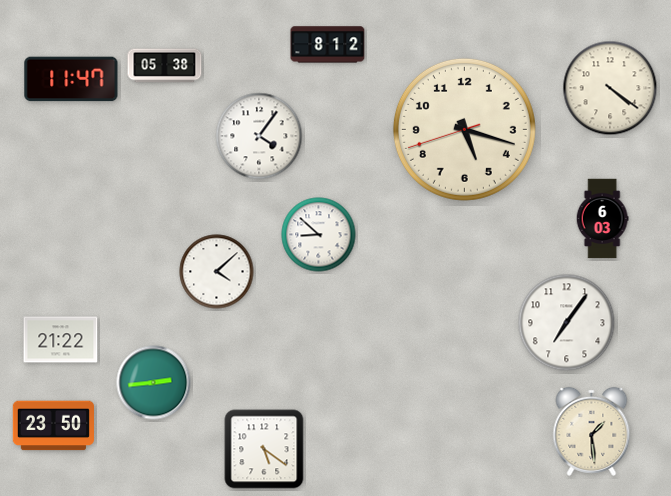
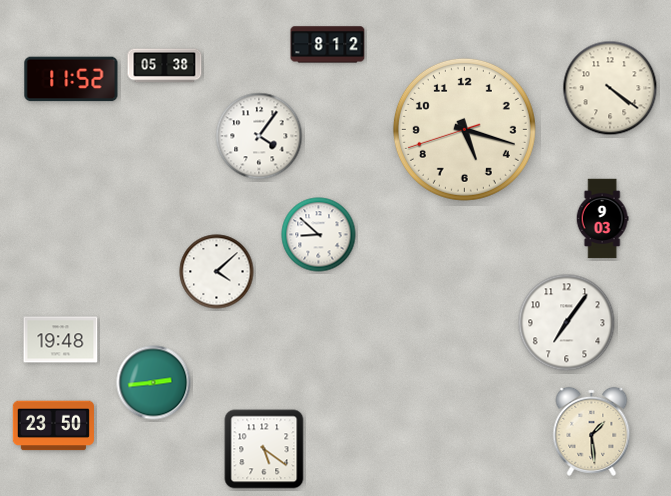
clock at (71, 79): 11:47 -> 11:52
clock at (602, 219): 6:03 -> 9:03
clock at (61, 340): 21:22 -> 19:48
